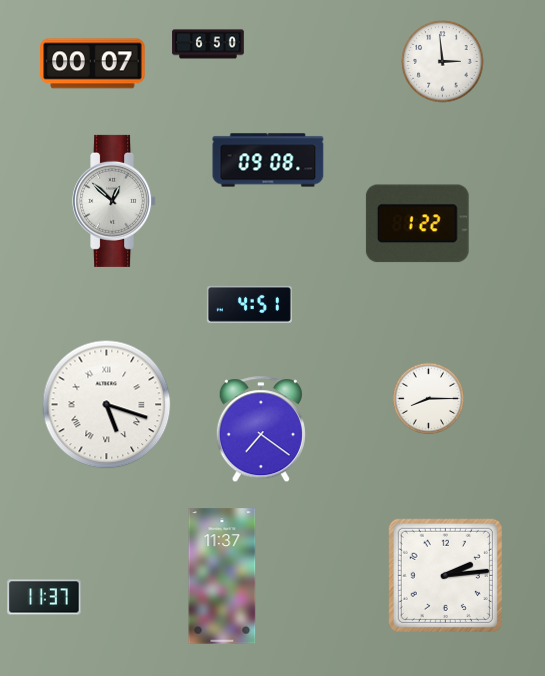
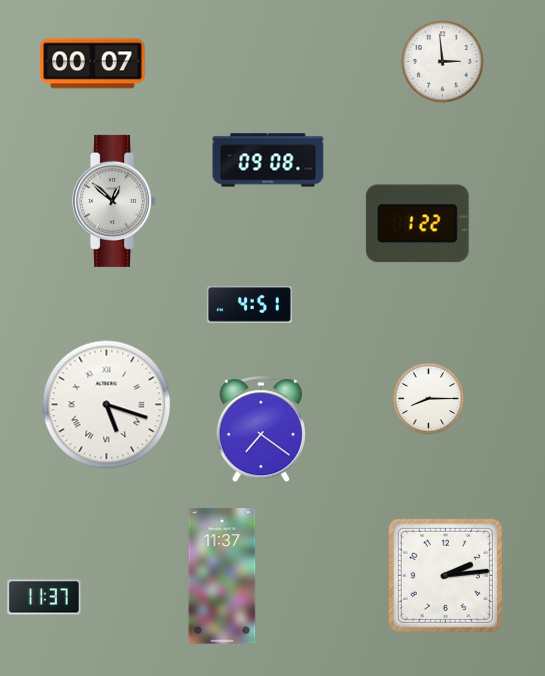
clock at (208, 44): 6:50 -> none
